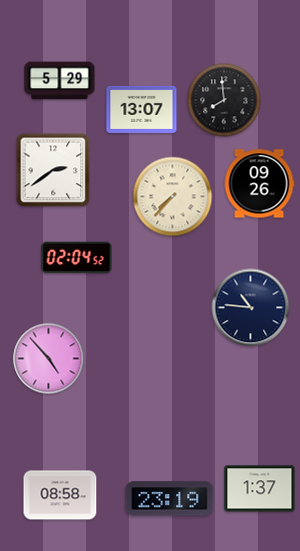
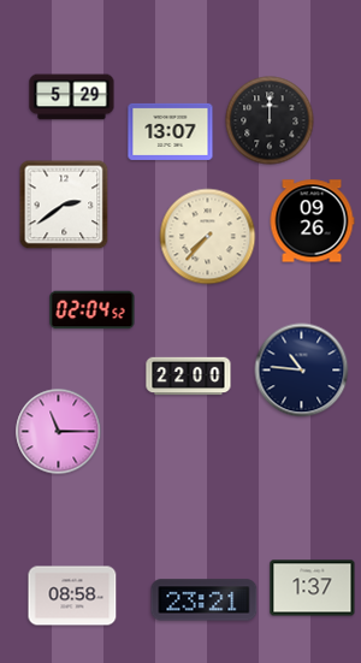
clock at (224, 100): 7:59 -> 12:00
clock at (189, 377): none -> 22:00
clock at (49, 359): 4:53 -> 11:15
clock at (170, 499): 23:19 -> 23:21
